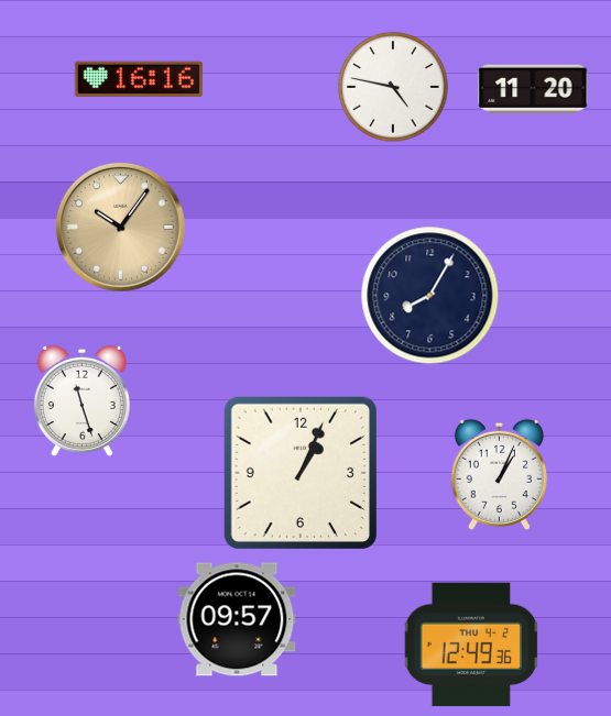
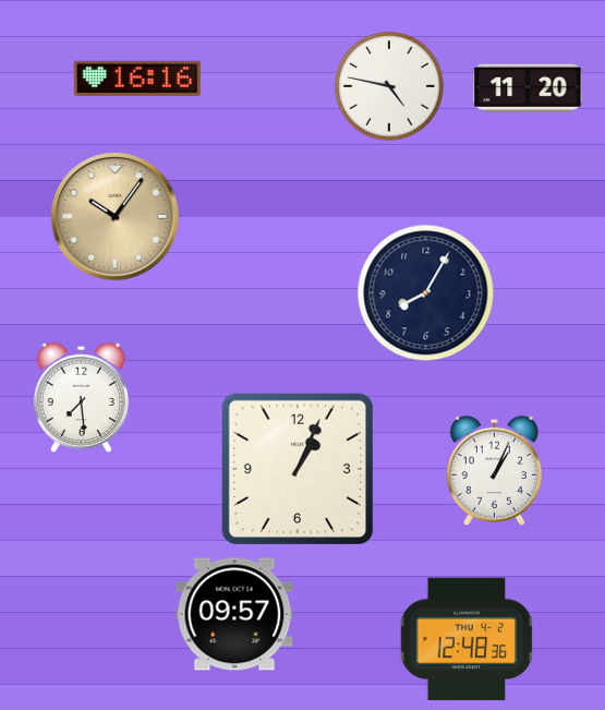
clock at (120, 227) position: (120, 227) -> (114, 216)
clock at (81, 400): 11:27 -> 7:29
clock at (471, 645): 12:49 -> 12:48
